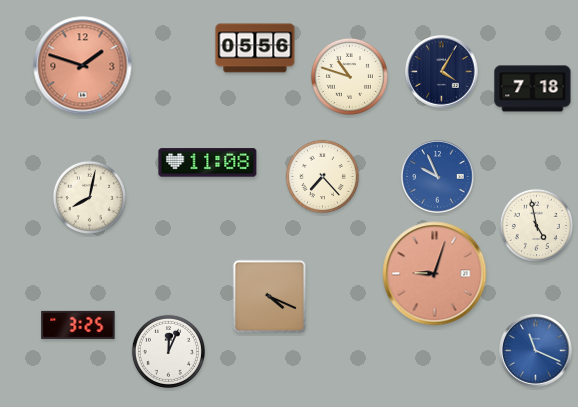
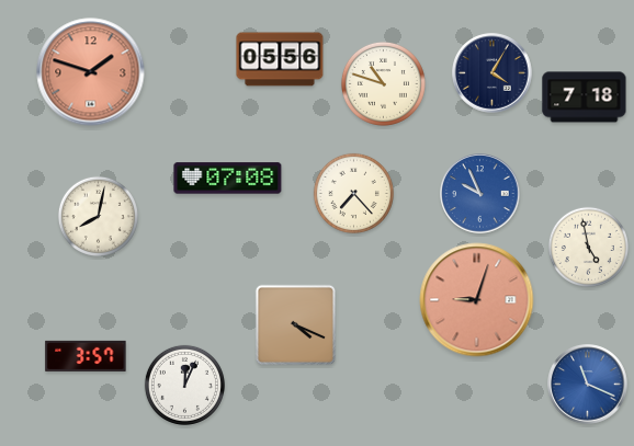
clock at (255, 48) position: (255, 48) -> (280, 59)
clock at (442, 72) position: (442, 72) -> (493, 73)
clock at (208, 163): 11:08 -> 07:08
clock at (78, 325): 3:25 -> 3:57
